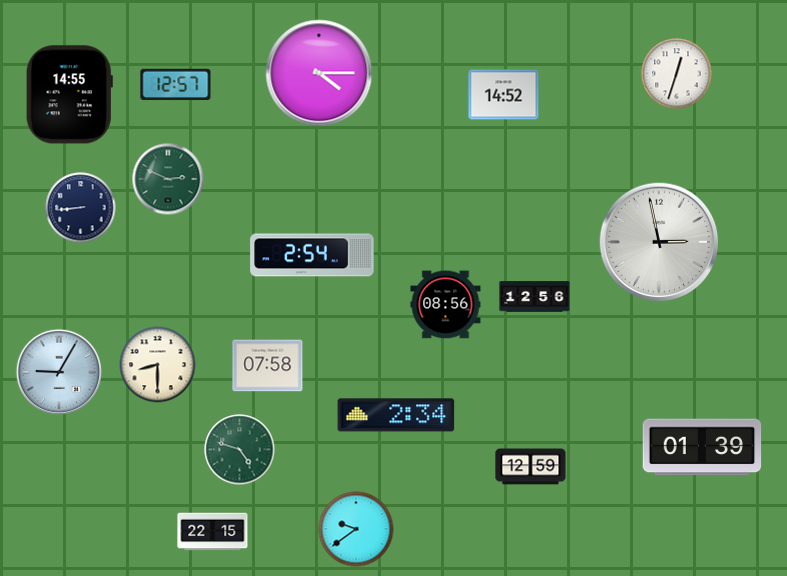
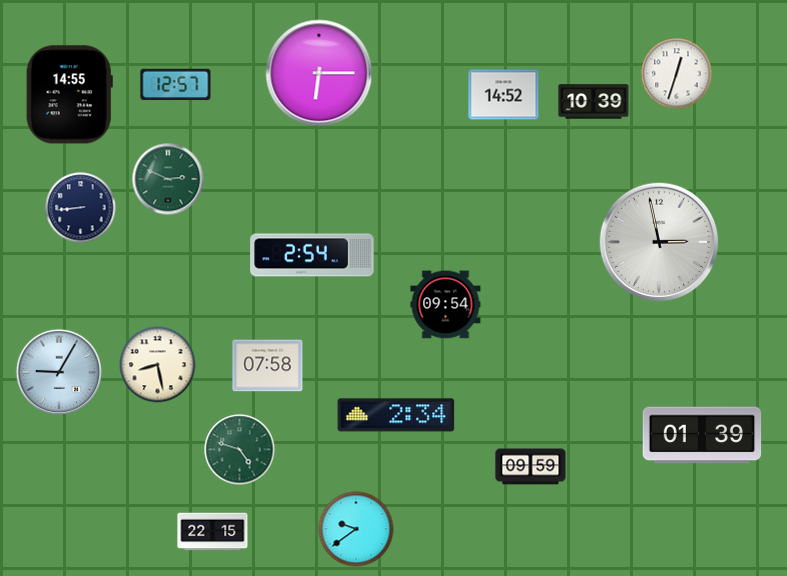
clock at (319, 73): 4:15 -> 6:15
clock at (594, 102): none -> 10:39
clock at (535, 297): 12:56 -> none
clock at (446, 305): 08:56 -> 09:54
clock at (158, 365): 8:30 -> 8:28
clock at (702, 447) position: (702, 447) -> (702, 435)
clock at (531, 467): 12:59 -> 09:59
